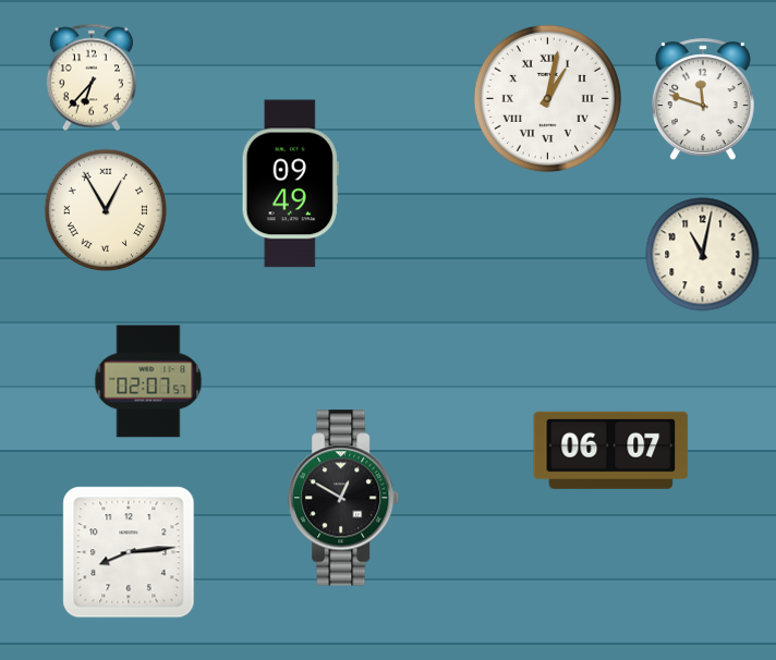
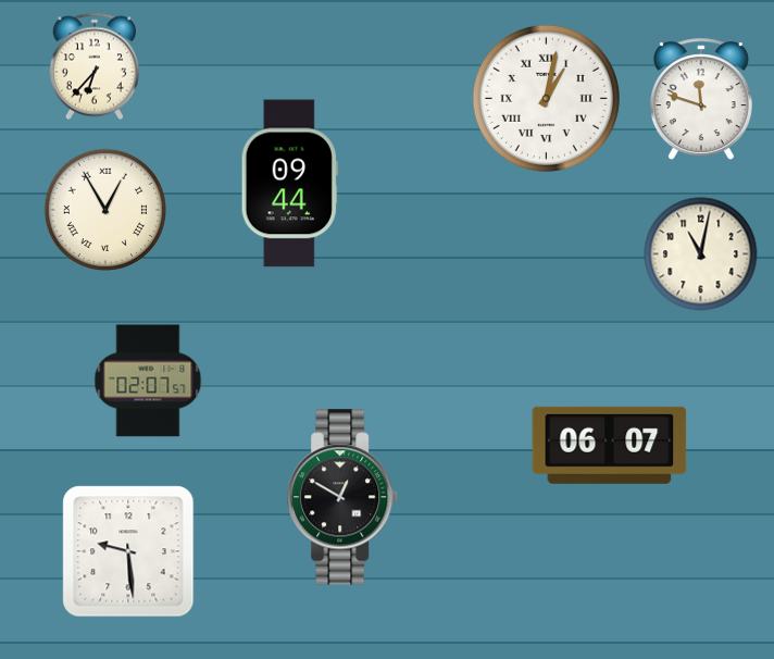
clock at (92, 77) position: (92, 77) -> (95, 66)
clock at (290, 184): 09:49 -> 09:44
clock at (611, 450) position: (611, 450) -> (610, 445)
clock at (129, 552): 8:14 -> 9:29
